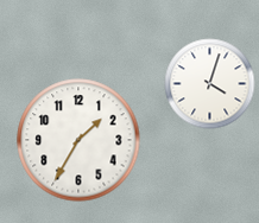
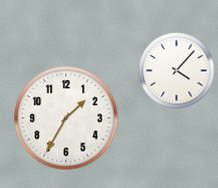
clock at (210, 84): 4:03 -> 4:07
